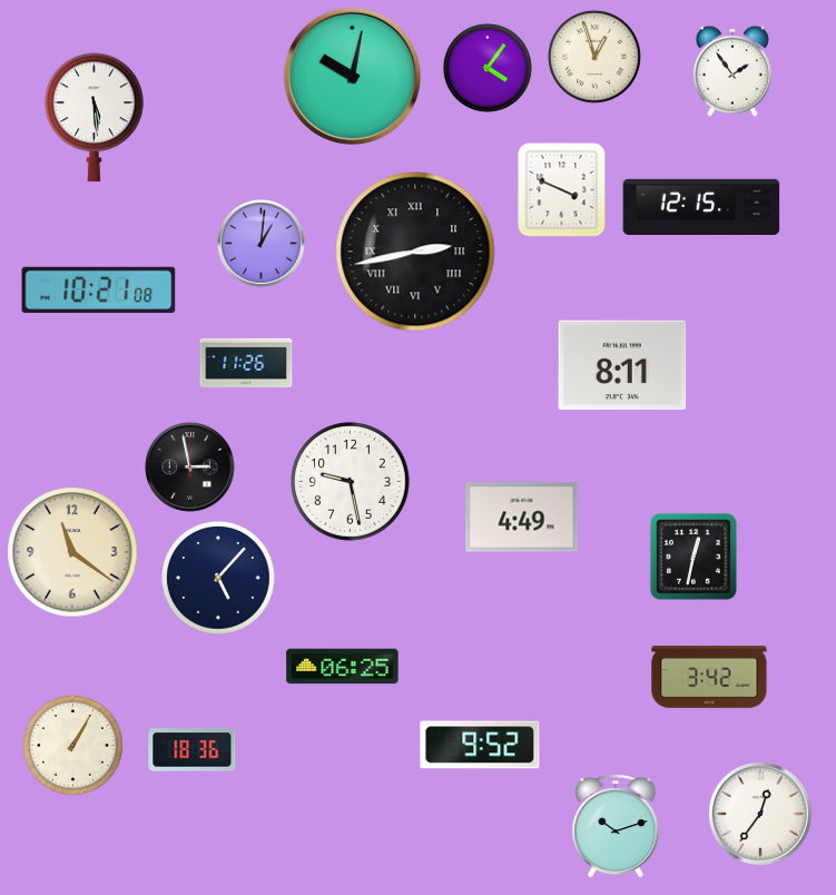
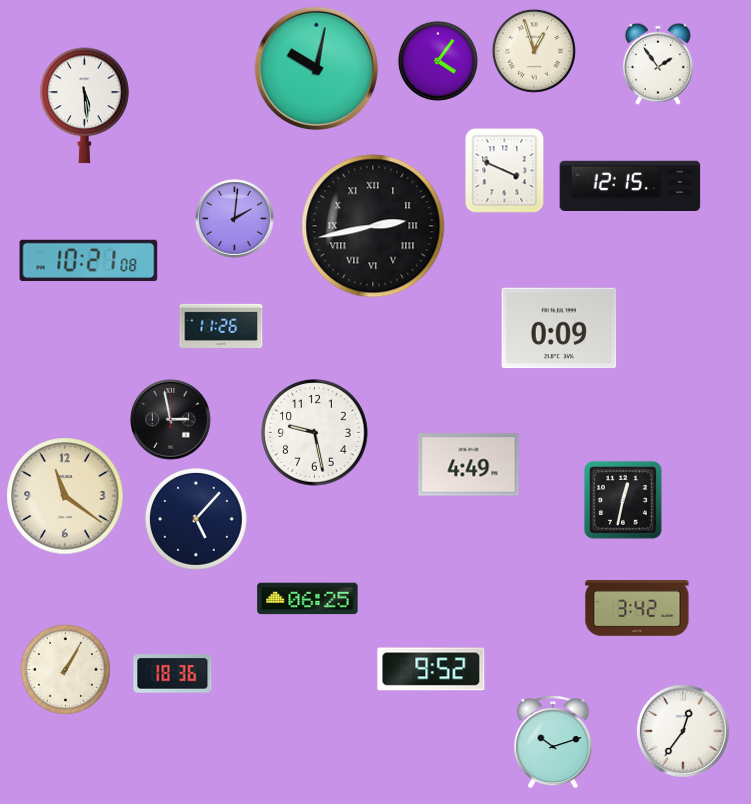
clock at (262, 244): 1:01 -> 2:01
clock at (622, 365): 8:11 -> 0:09
